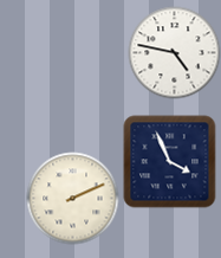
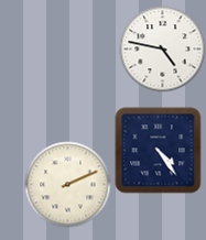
clock at (169, 161): 3:56 -> 4:24
